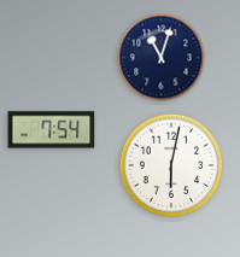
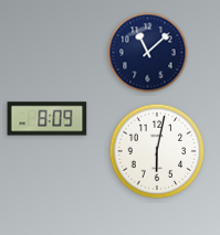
clock at (162, 58): 11:03 -> 11:08
clock at (52, 130): 7:54 -> 8:09
